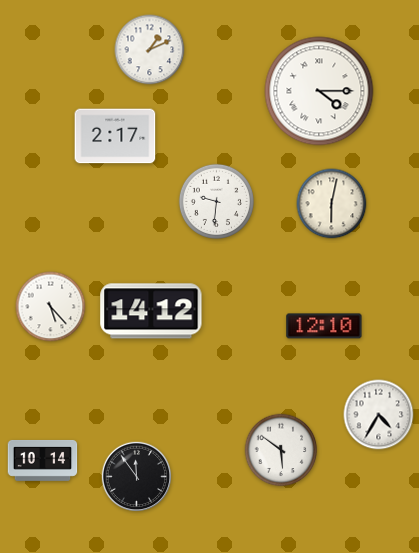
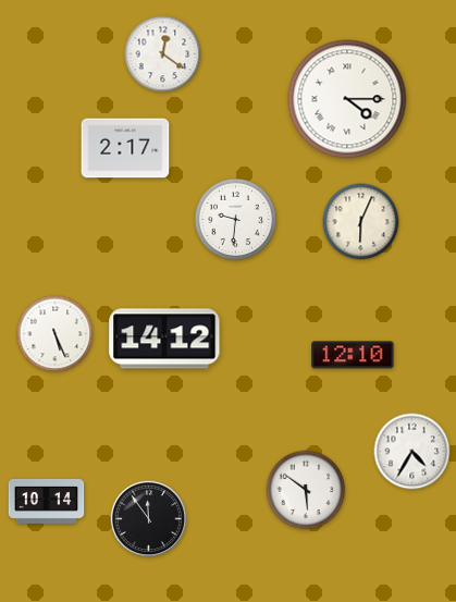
clock at (150, 50): 1:11 -> 12:21
clock at (332, 204): 6:02 -> 6:04
clock at (51, 307): 5:23 -> 5:26
